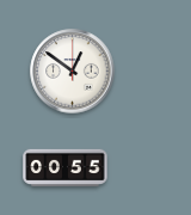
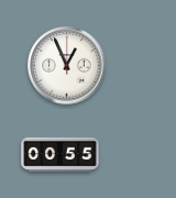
clock at (73, 72): 12:51 -> 12:56
